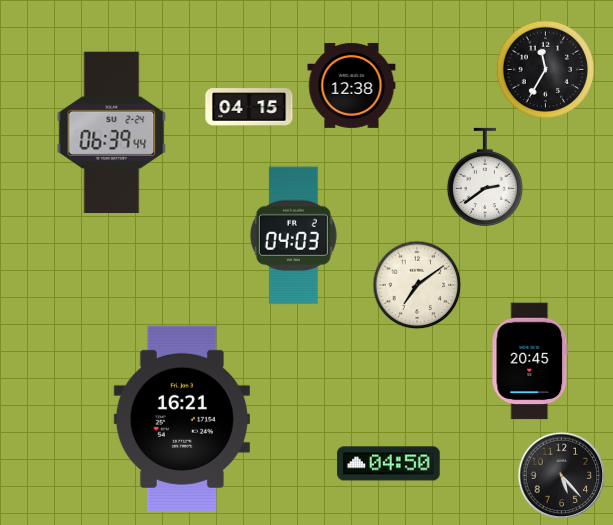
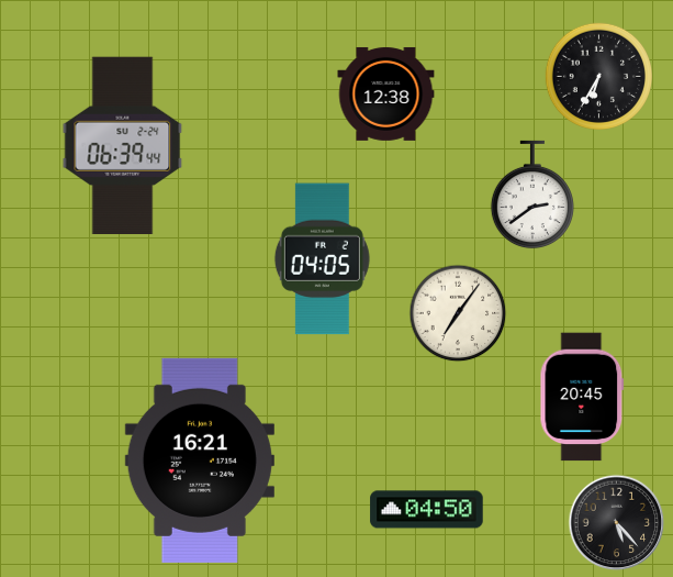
clock at (545, 69): 11:35 -> 6:35
clock at (249, 107): 04:15 -> none
clock at (293, 236): 04:03 -> 04:05
clock at (417, 285): 7:09 -> 7:06
